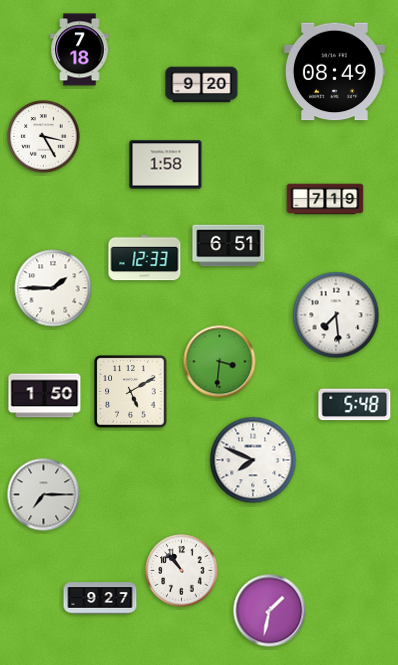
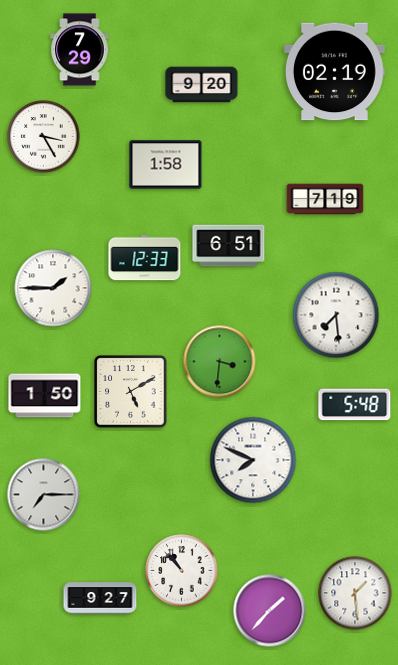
clock at (80, 50): 7:18 -> 7:29
clock at (334, 72): 08:49 -> 02:19
clock at (355, 593): none -> 1:29
clock at (270, 611): 1:32 -> 1:37
